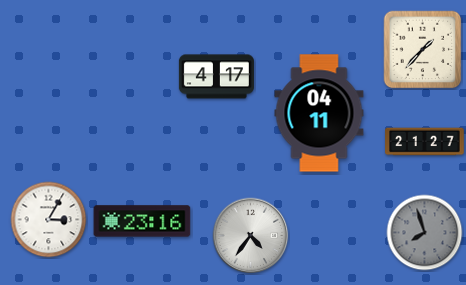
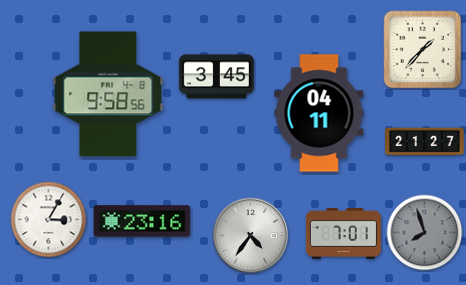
clock at (216, 77): 4:17 -> 3:45
clock at (108, 94): none -> 9:58
clock at (343, 234): none -> 7:01
